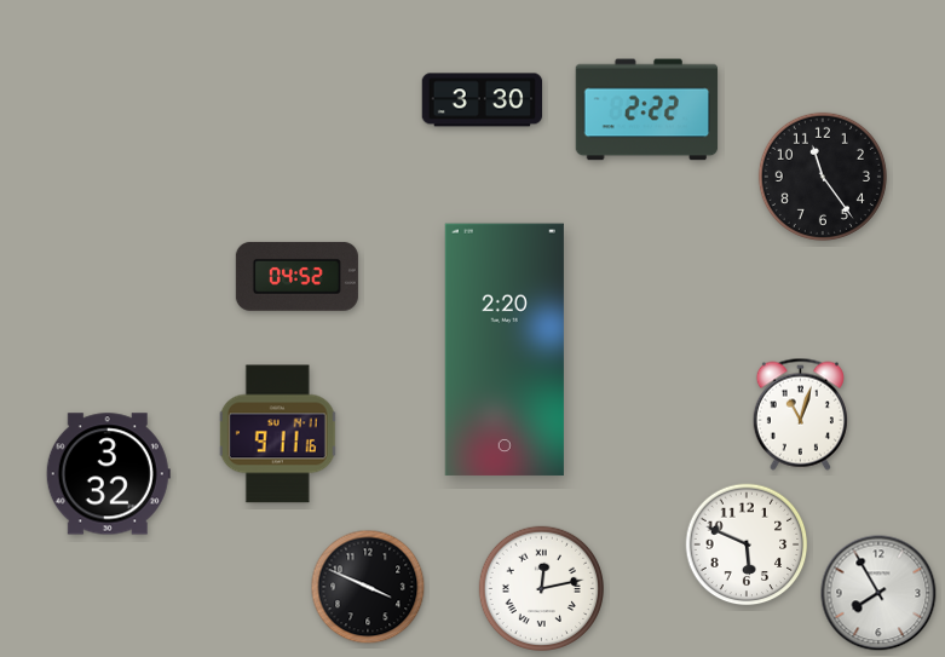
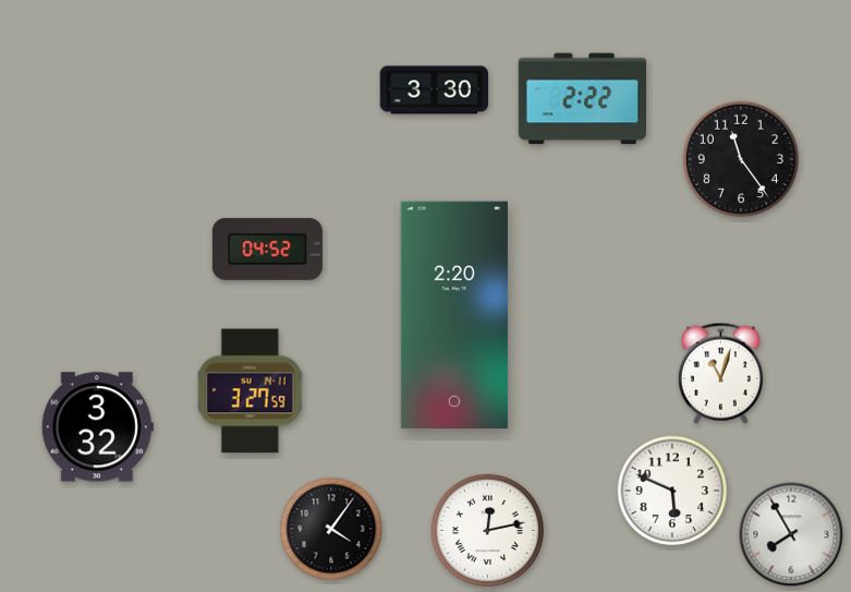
clock at (278, 434): 9:11 -> 3:27
clock at (368, 587): 3:49 -> 4:06
